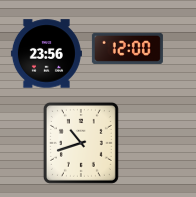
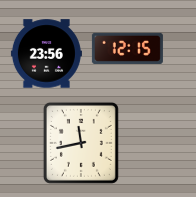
clock at (127, 48): 12:00 -> 12:15
clock at (81, 143): 10:42 -> 11:43
